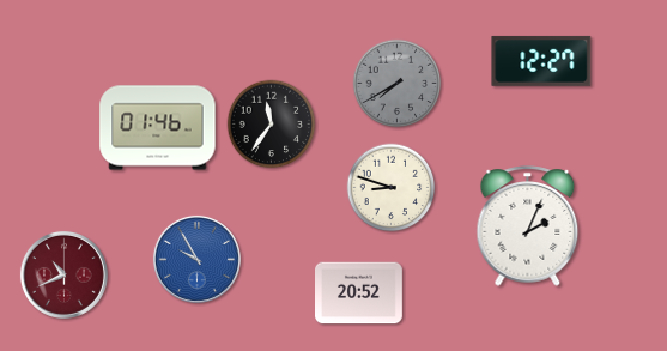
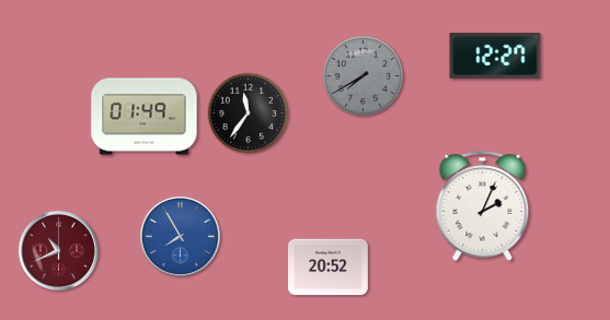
clock at (158, 128): 01:46 -> 01:49
clock at (392, 188): 8:48 -> none
clock at (196, 259): 9:55 -> 7:55
